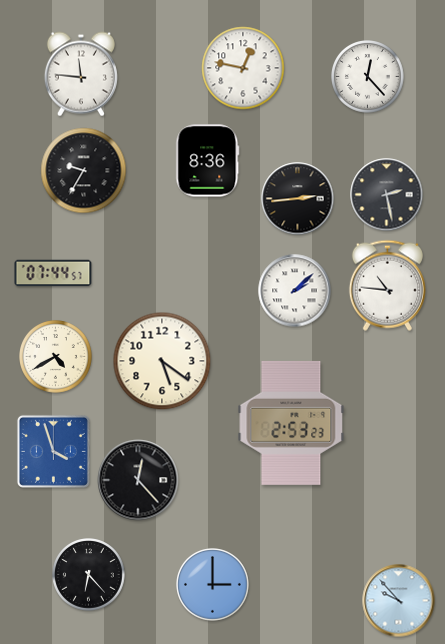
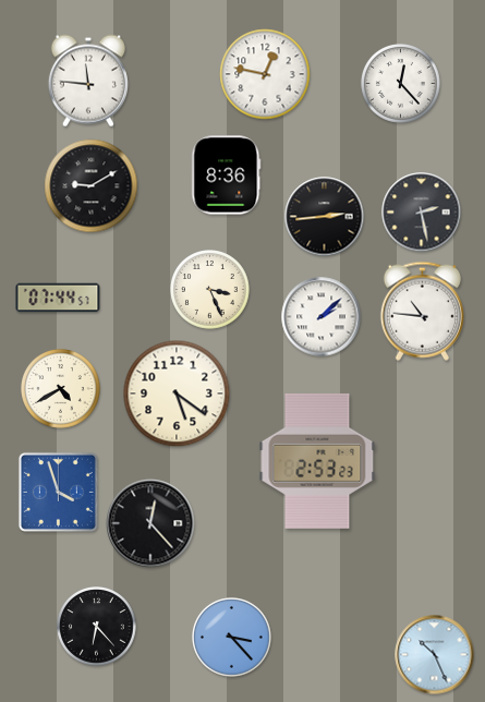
clock at (84, 171): 9:35 -> 9:10
clock at (210, 290): none -> 3:26
clock at (213, 585): 3:00 -> 3:23
clock at (399, 601): 9:53 -> 10:26
